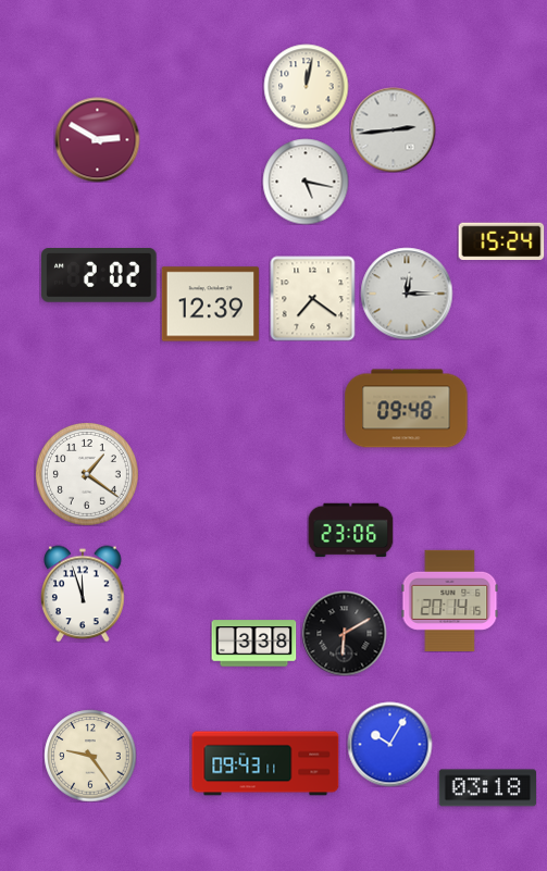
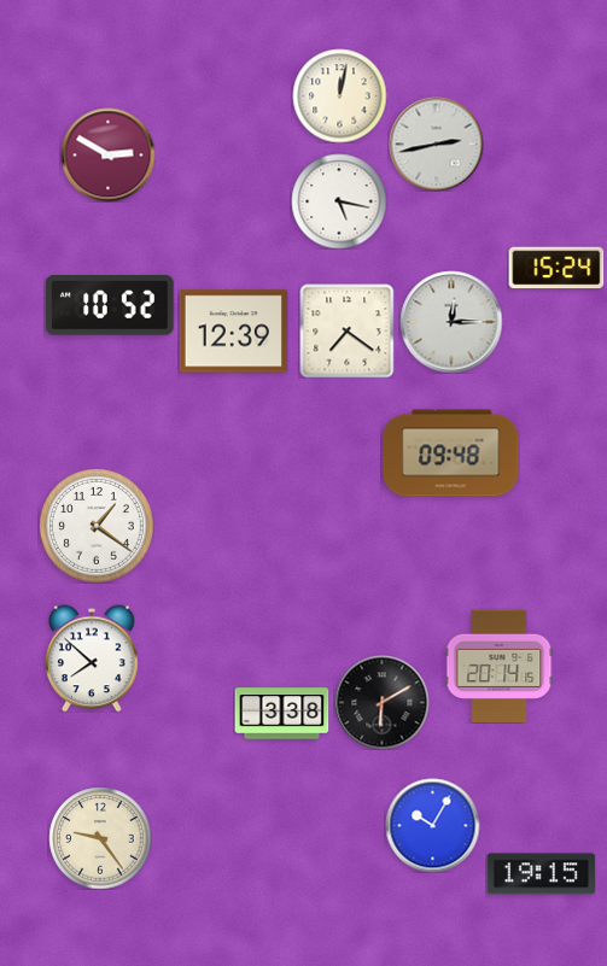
clock at (393, 129): 2:44 -> 2:43
clock at (99, 276): 2:02 -> 10:52
clock at (407, 294) position: (407, 294) -> (451, 322)
clock at (210, 304) position: (210, 304) -> (233, 332)
clock at (350, 531): 23:06 -> none
clock at (83, 594): 11:57 -> 7:52
clock at (265, 763): 09:43 -> none
clock at (487, 788): 03:18 -> 19:15
